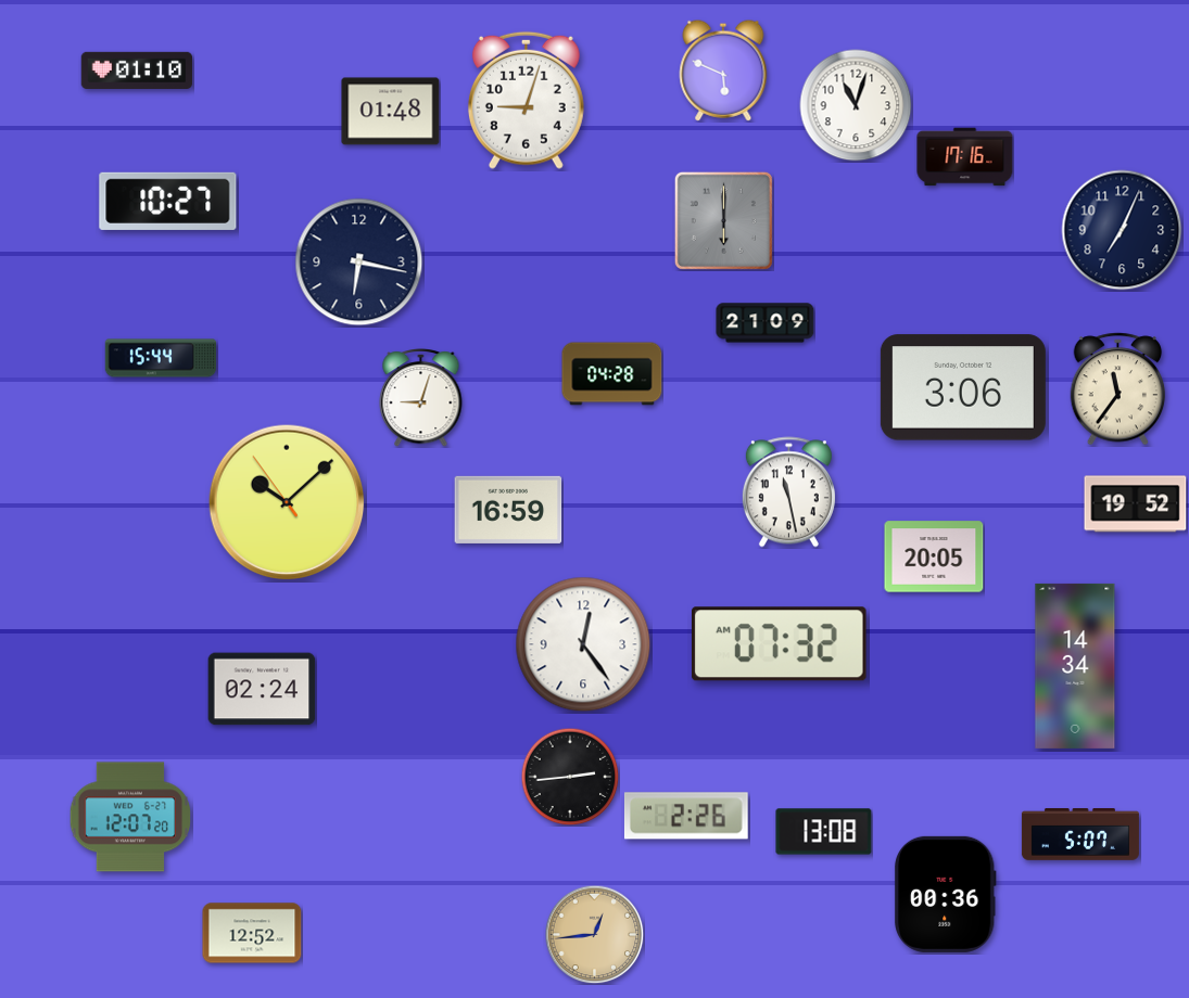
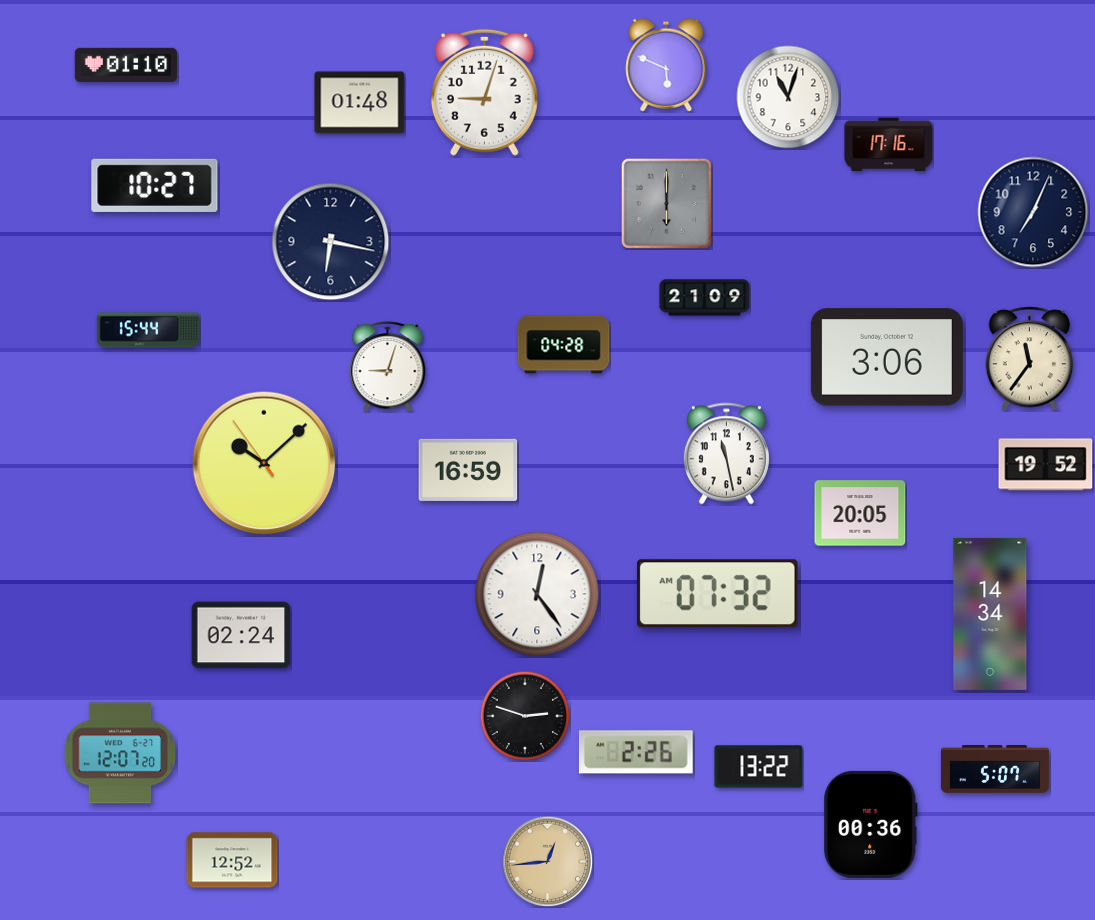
clock at (570, 777): 2:44 -> 2:48
clock at (686, 816) position: (686, 816) -> (636, 752)
clock at (824, 832): 13:08 -> 13:22
